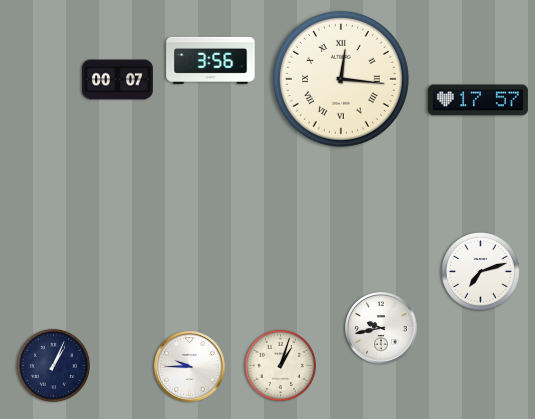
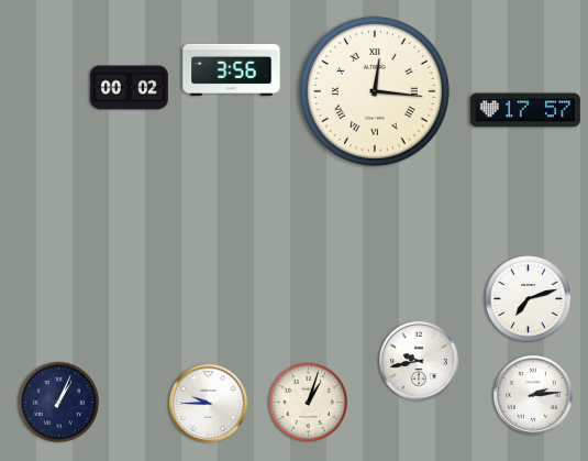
clock at (211, 60) position: (211, 60) -> (232, 69)
clock at (341, 79) position: (341, 79) -> (375, 91)
clock at (118, 80): 00:07 -> 00:02
clock at (533, 395): none -> 2:14
